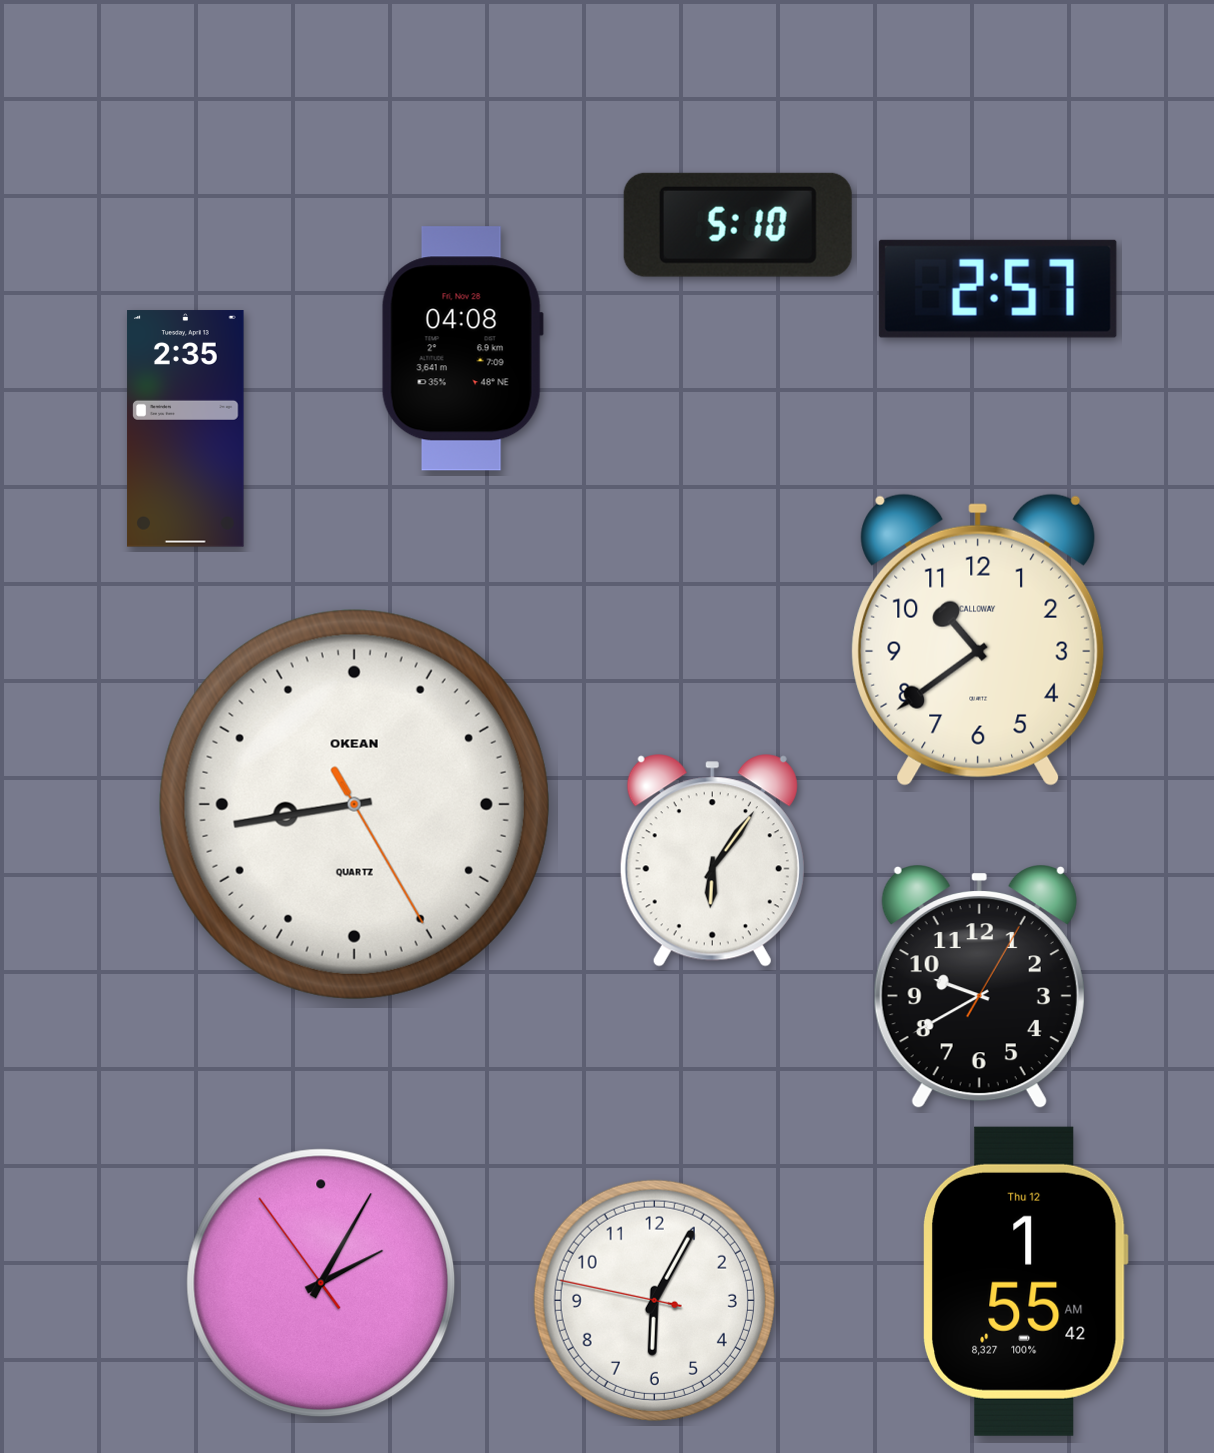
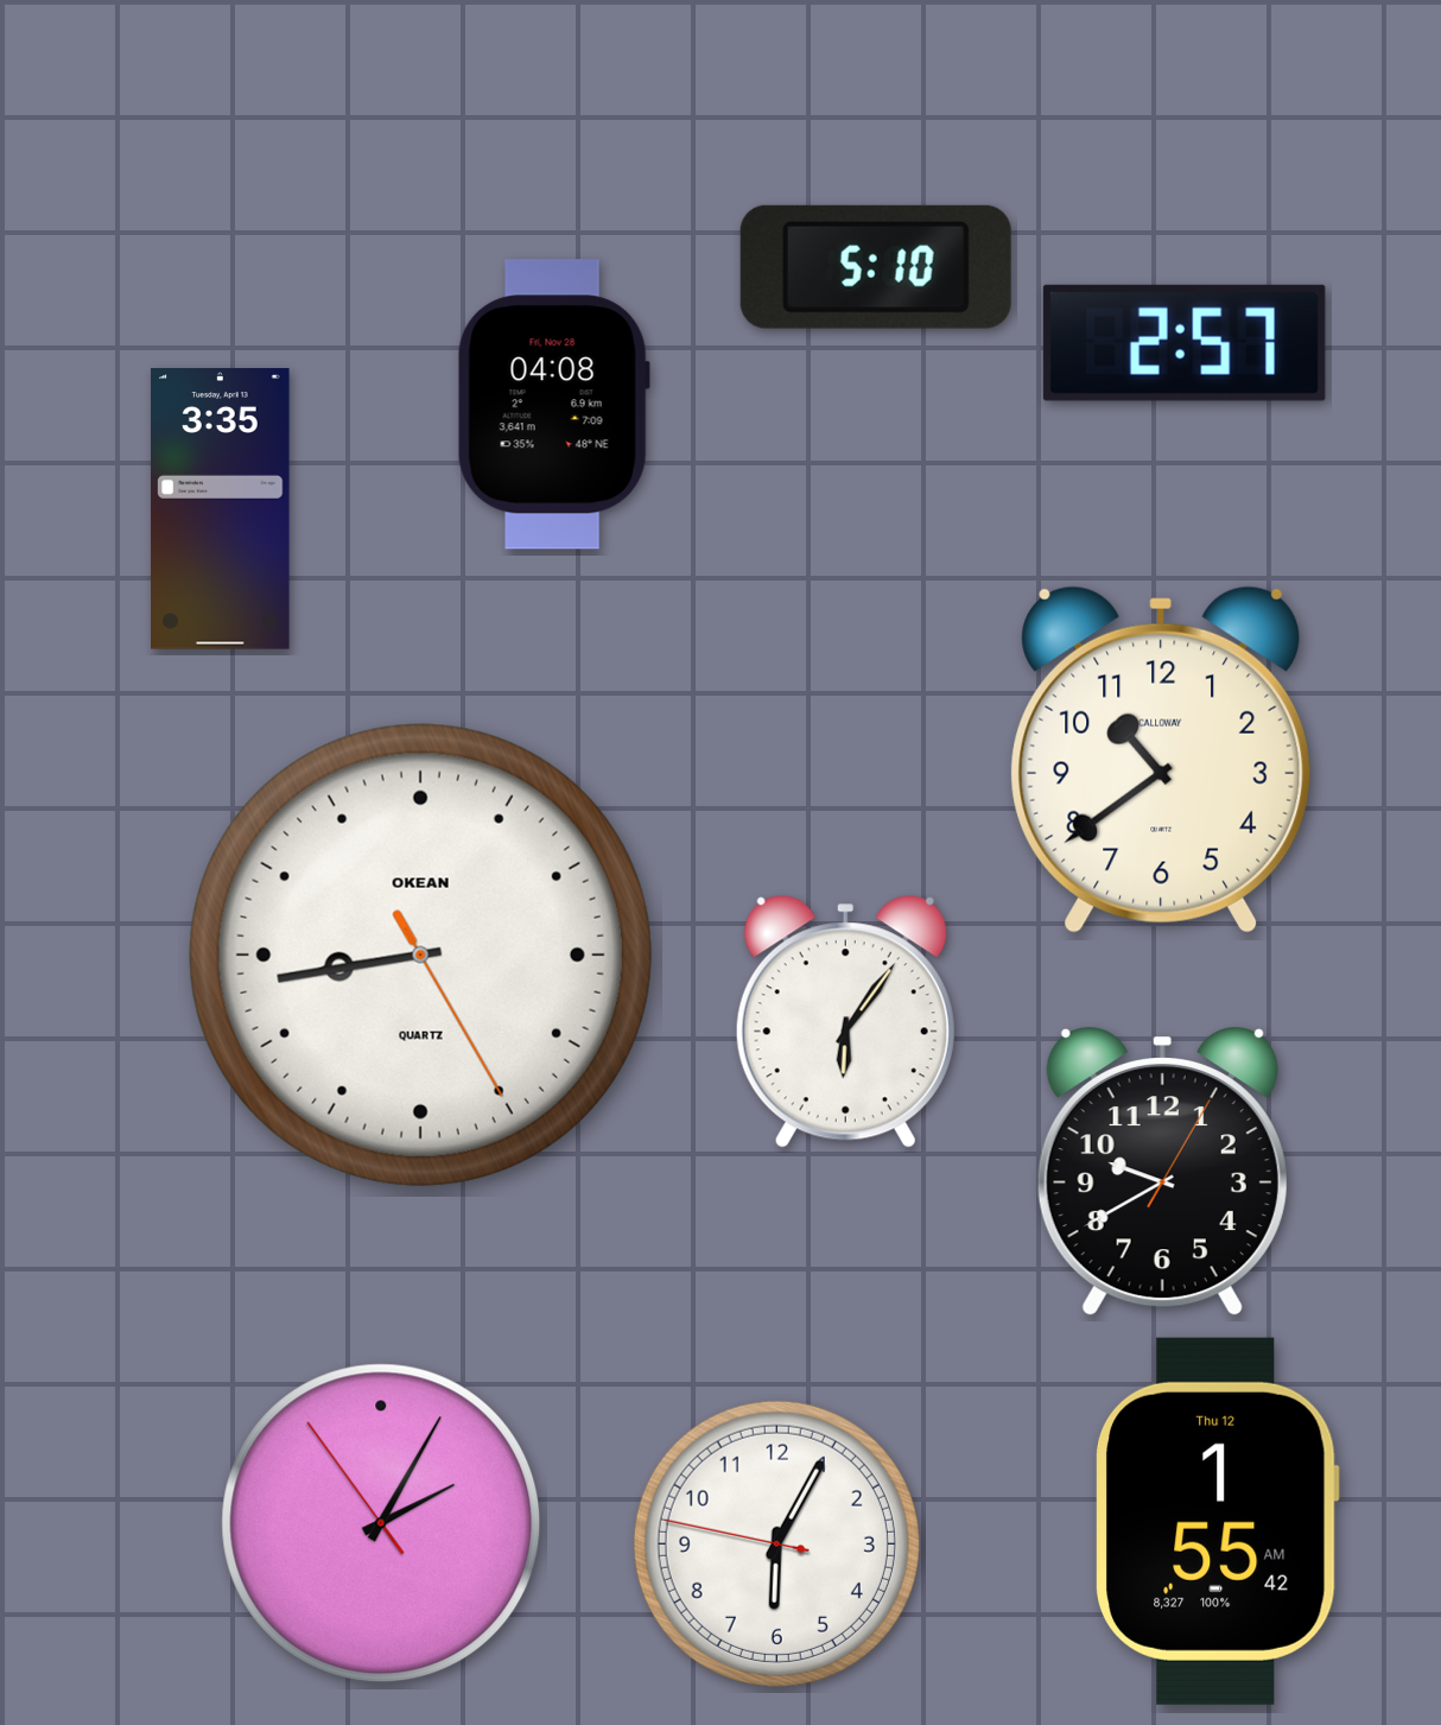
clock at (462, 349) position: (462, 349) -> (553, 405)
clock at (186, 429): 2:35 -> 3:35
